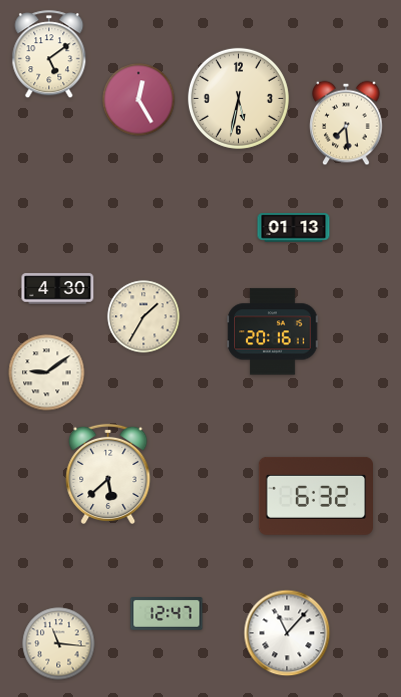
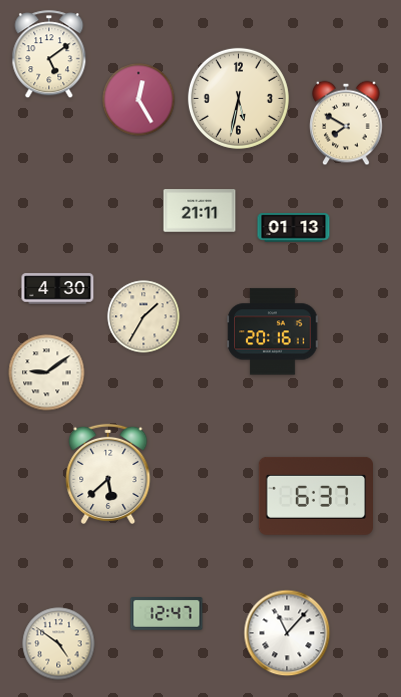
clock at (346, 123): 7:29 -> 7:50
clock at (200, 211): none -> 21:11
clock at (315, 496): 6:32 -> 6:37
clock at (59, 644): 11:16 -> 4:51
